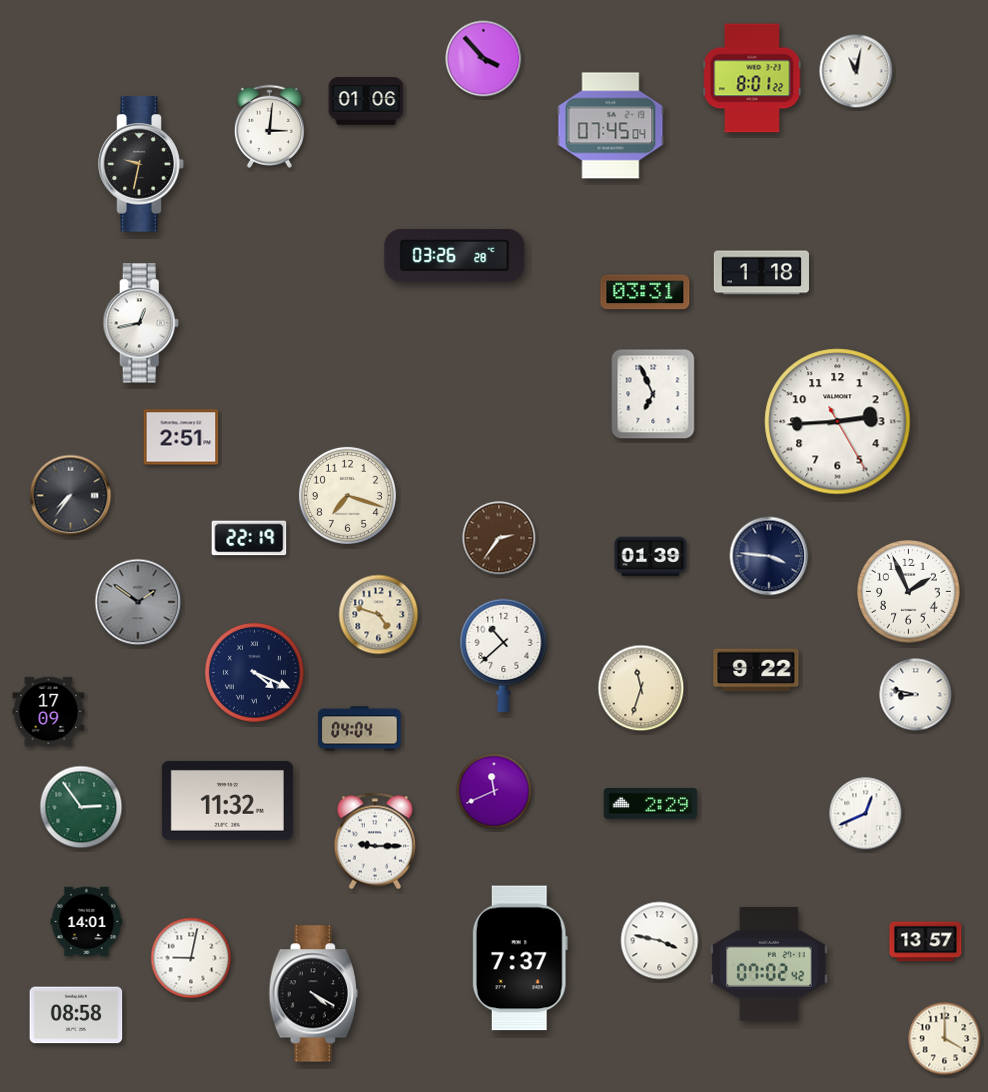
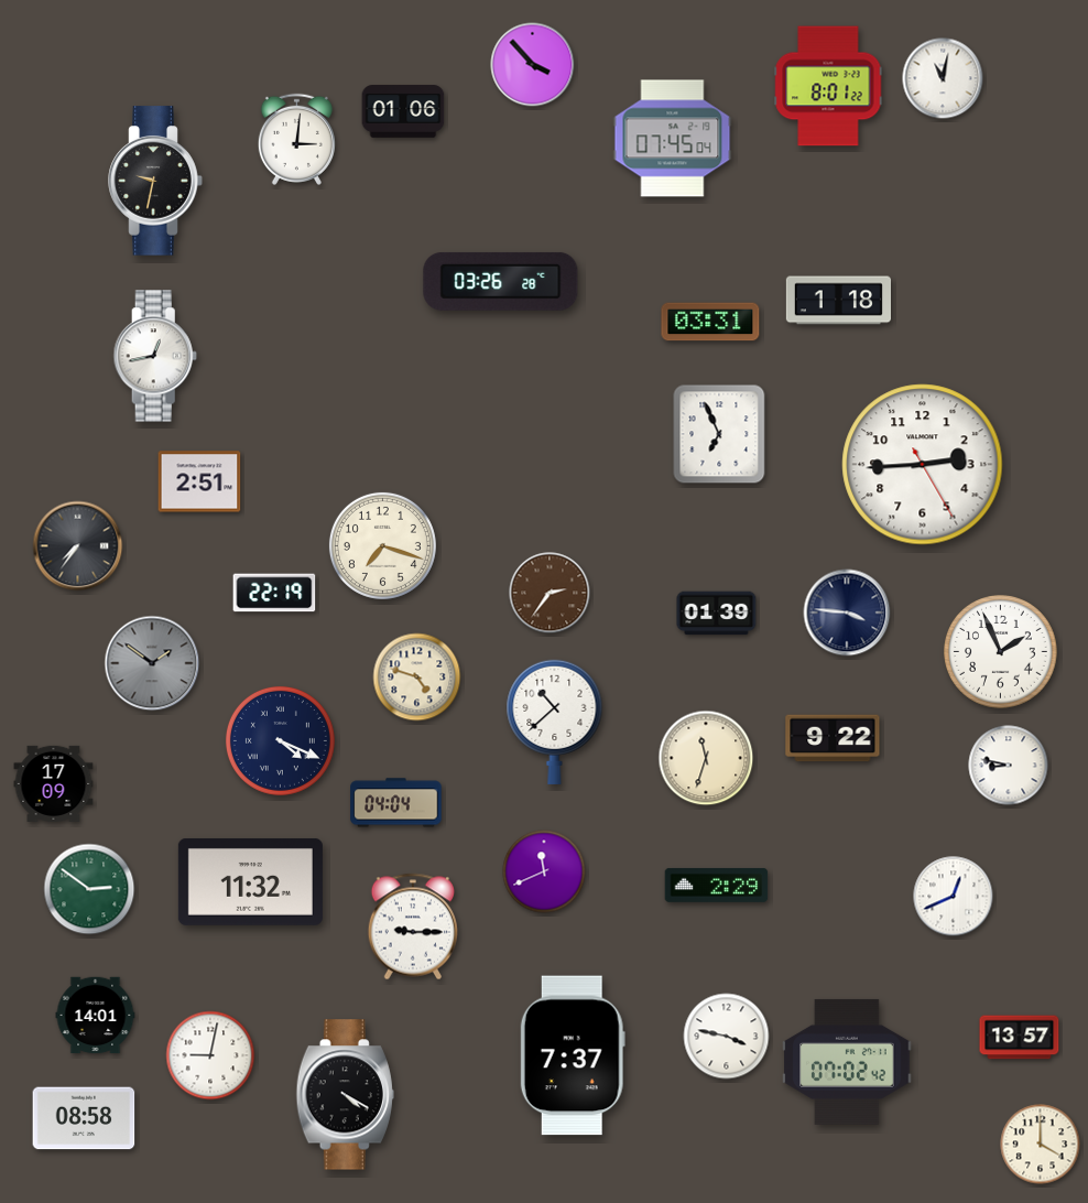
clock at (81, 807): 2:54 -> 2:51
